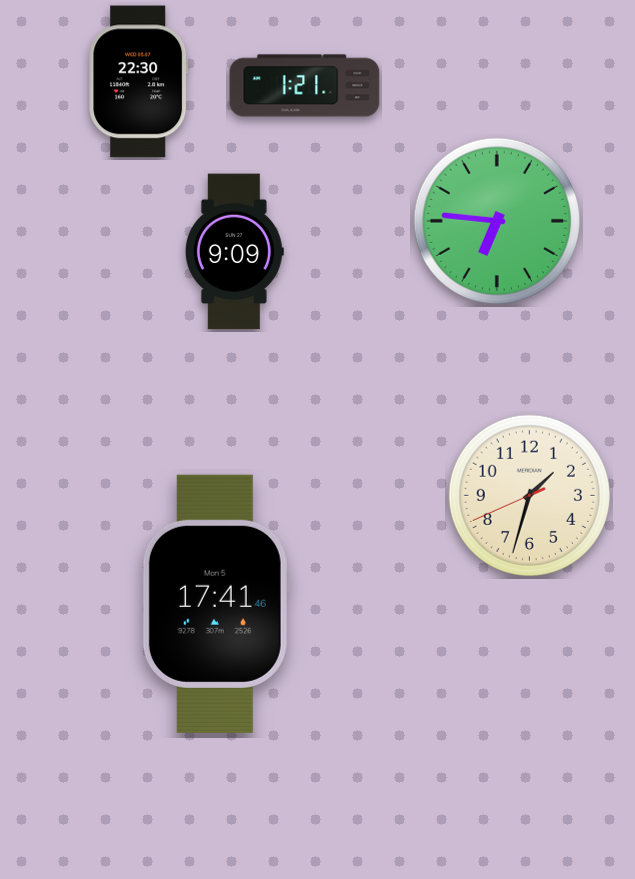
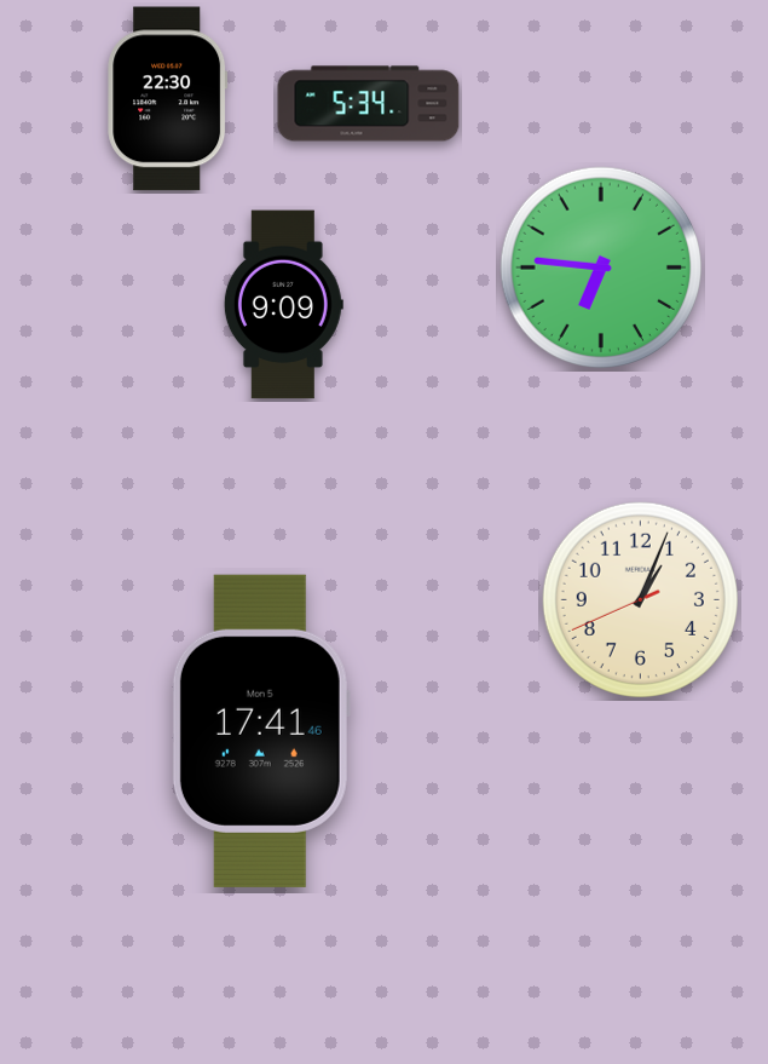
clock at (305, 86): 1:21 -> 5:34
clock at (529, 495): 1:32 -> 1:03
